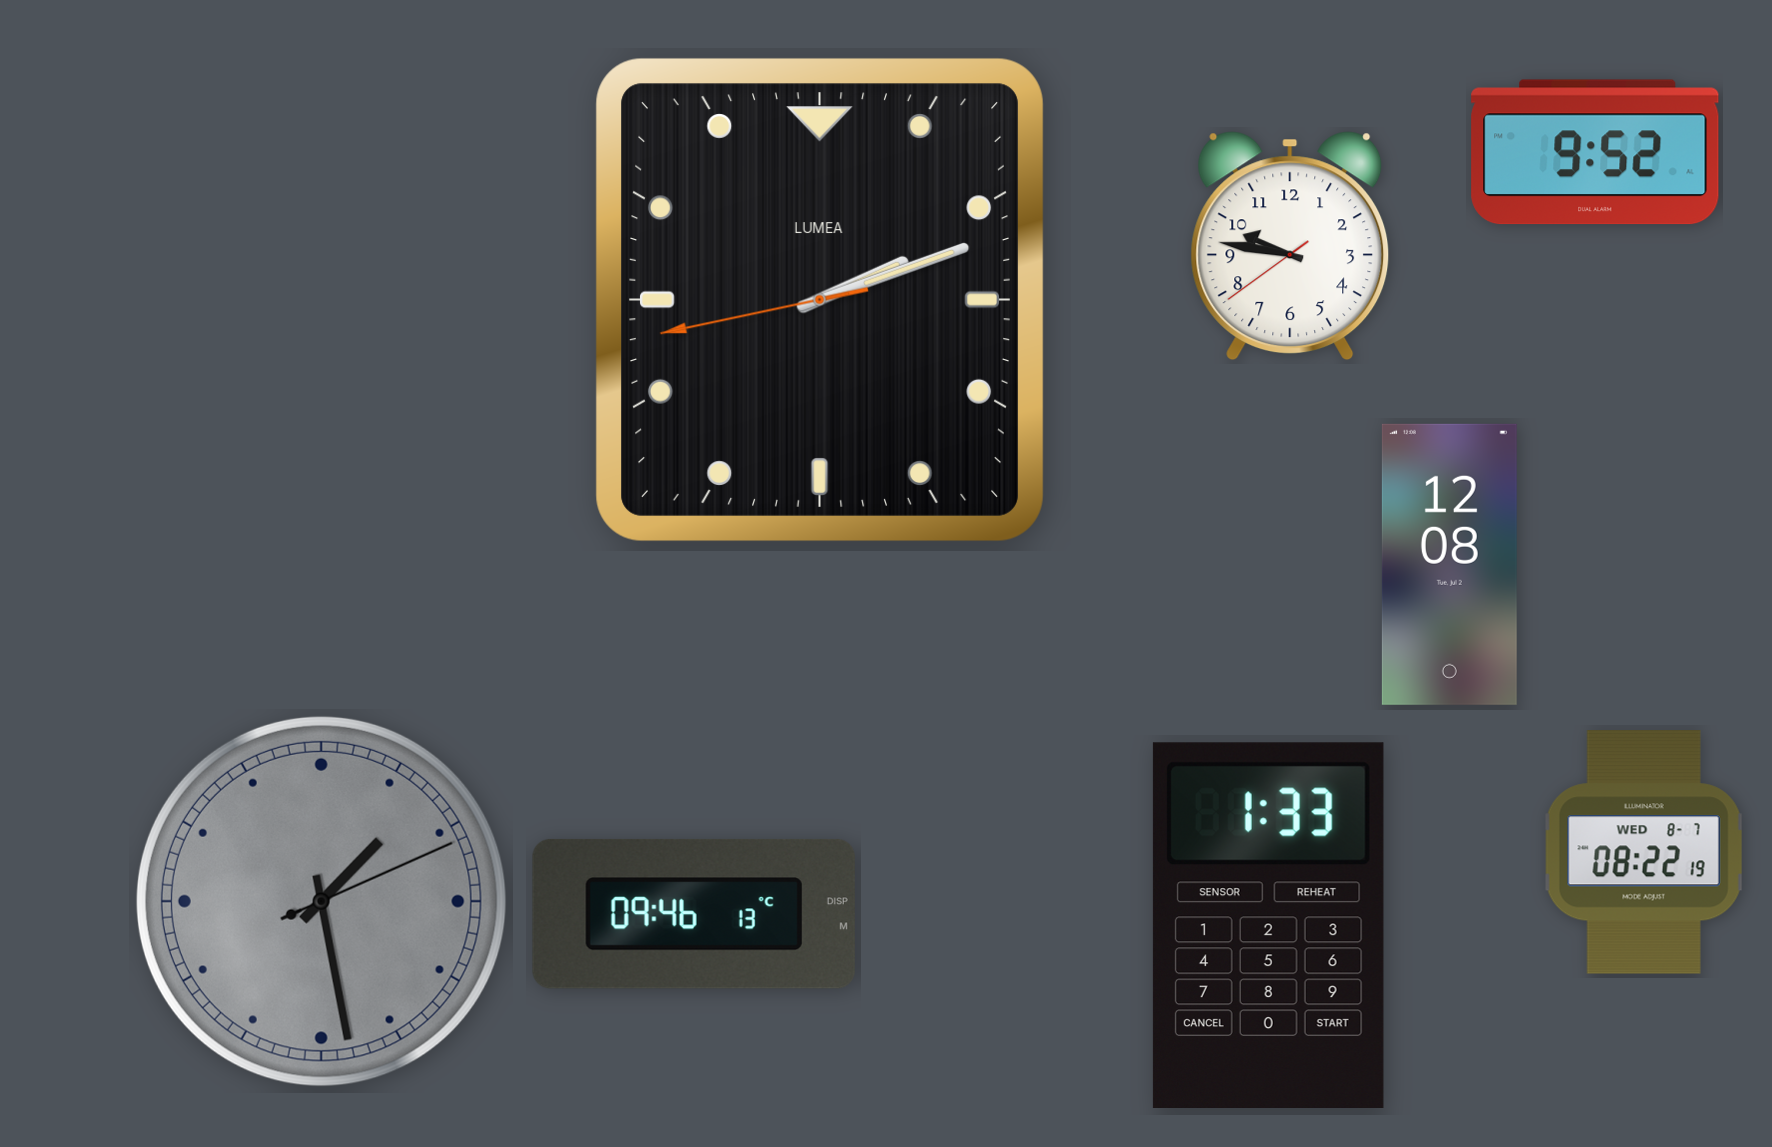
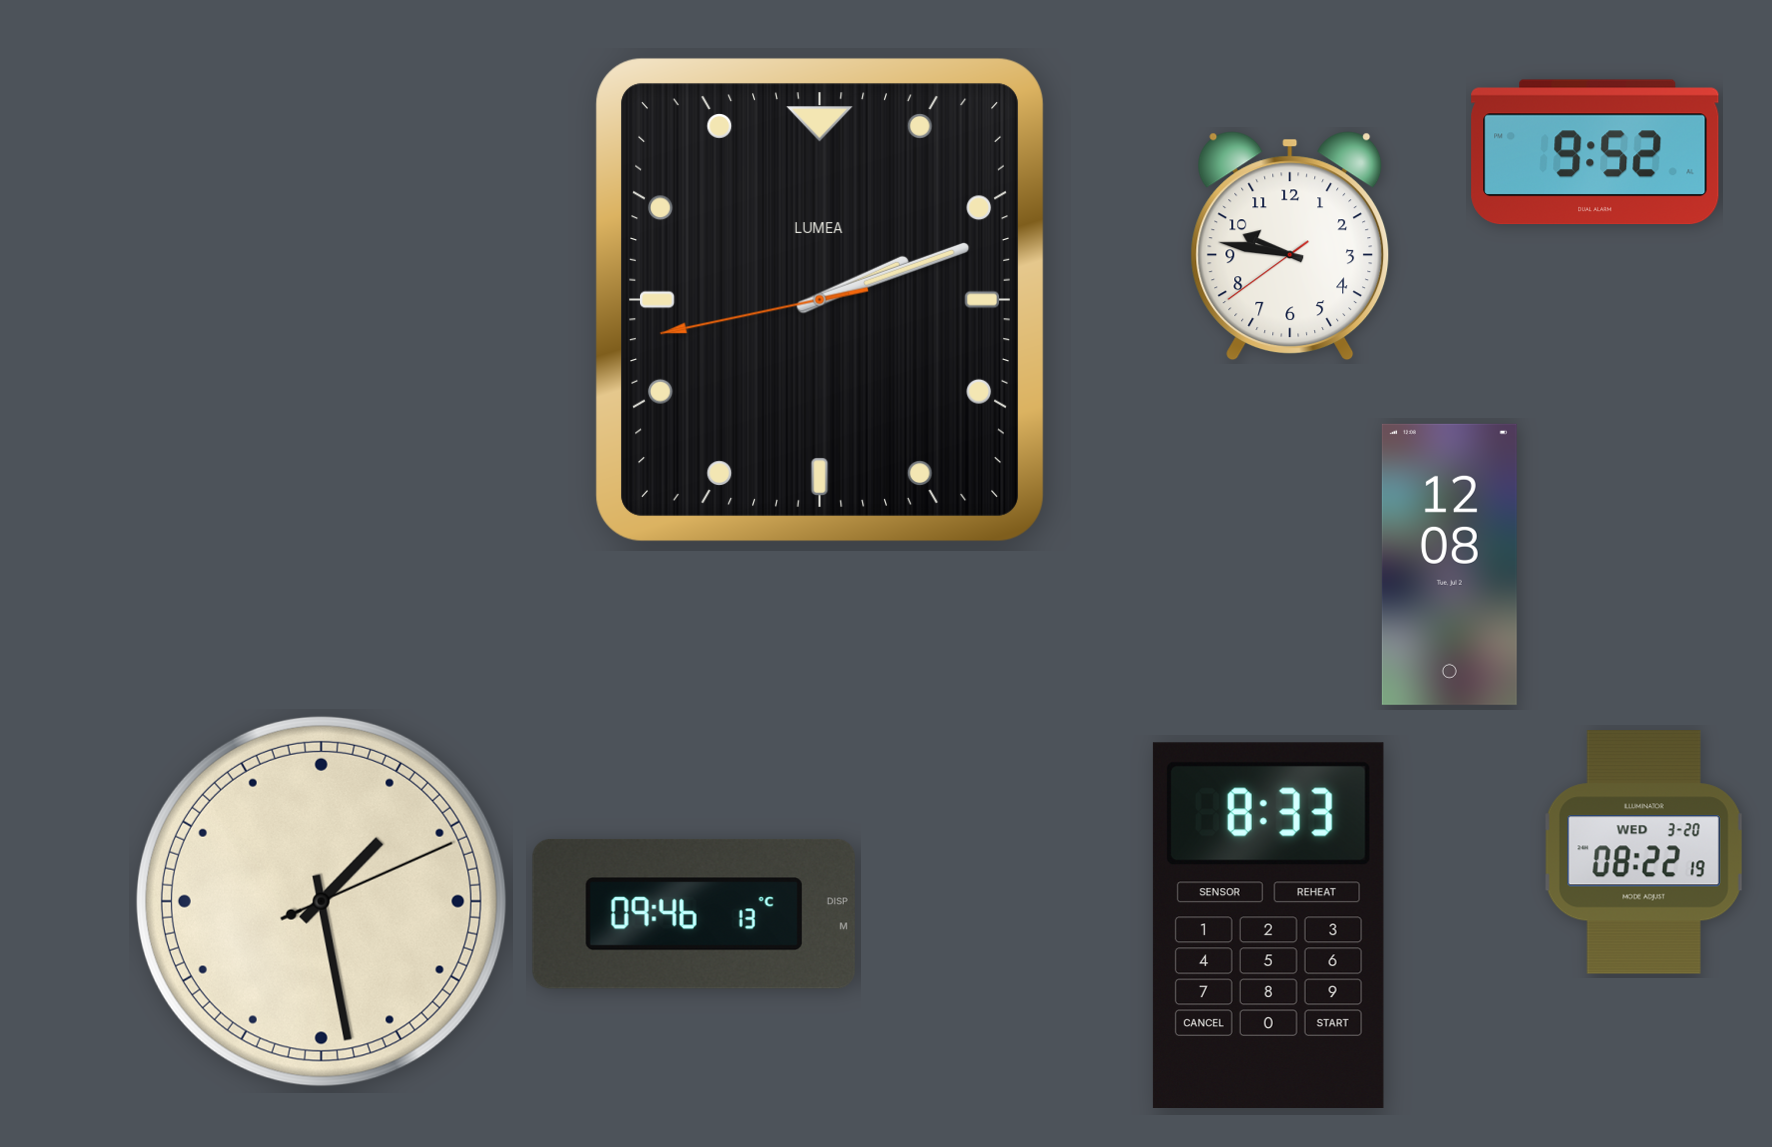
clock at (1644, 852) date: WED 8-7 -> WED 3-20
clock at (321, 901) dial: grey -> cream
clock at (1268, 925): 1:33 -> 8:33
